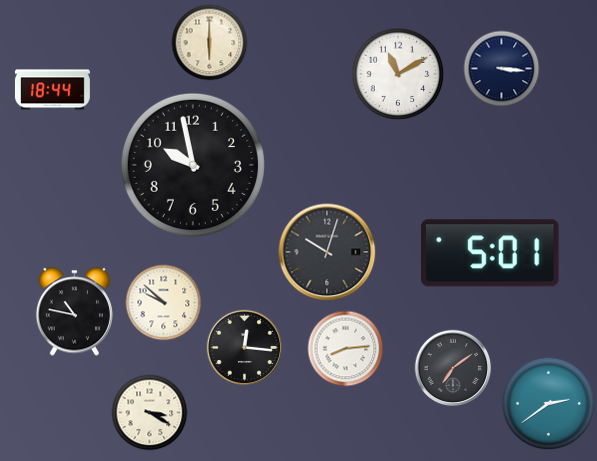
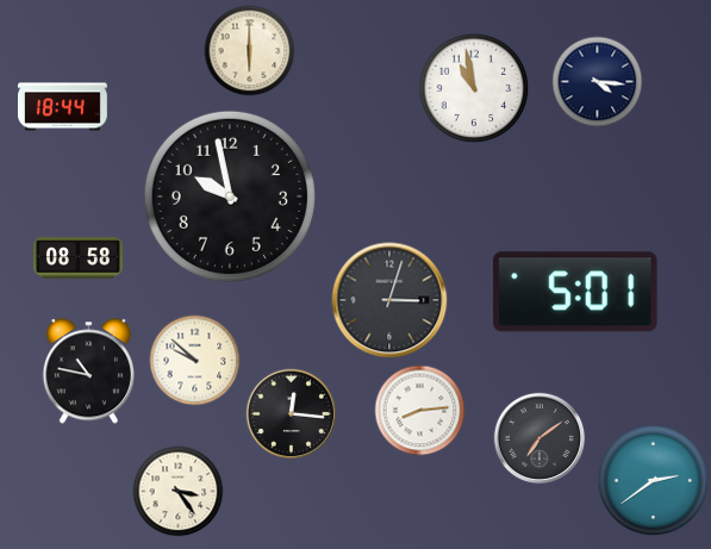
clock at (502, 69): 3:16 -> 4:16
clock at (398, 74): 11:10 -> 10:58
clock at (77, 258): none -> 08:58
clock at (327, 252): 10:03 -> 3:03
clock at (491, 253) position: (491, 253) -> (576, 292)
clock at (346, 349) position: (346, 349) -> (420, 411)
clock at (150, 413): 3:20 -> 3:24
